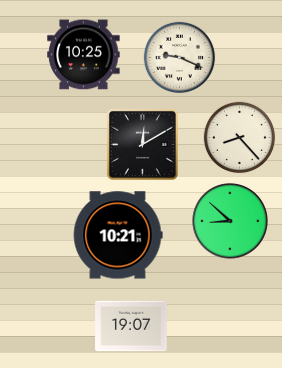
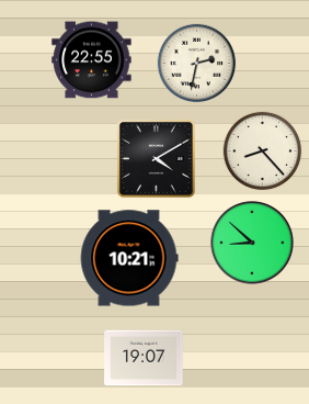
clock at (84, 55): 10:25 -> 22:55
clock at (180, 58): 9:19 -> 2:32
clock at (142, 144): 12:10 -> 4:10
